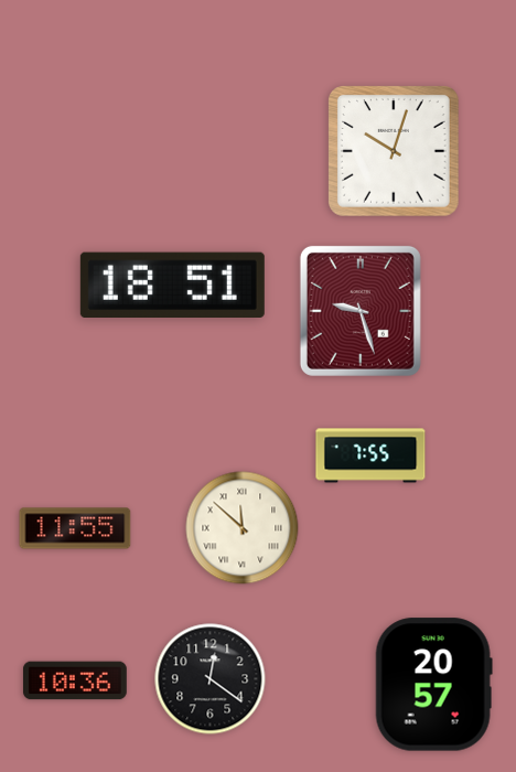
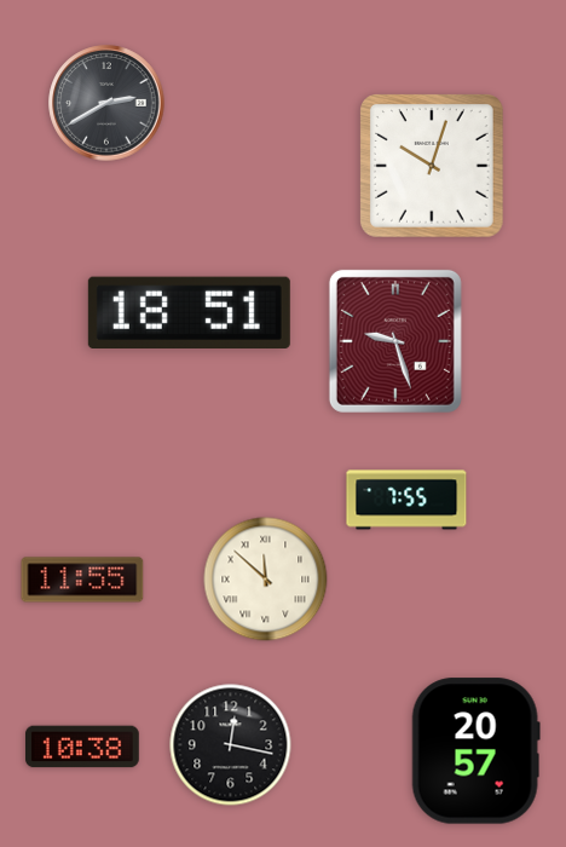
clock at (106, 103): none -> 2:40
clock at (211, 679): 12:21 -> 12:17
clock at (75, 680): 10:36 -> 10:38
